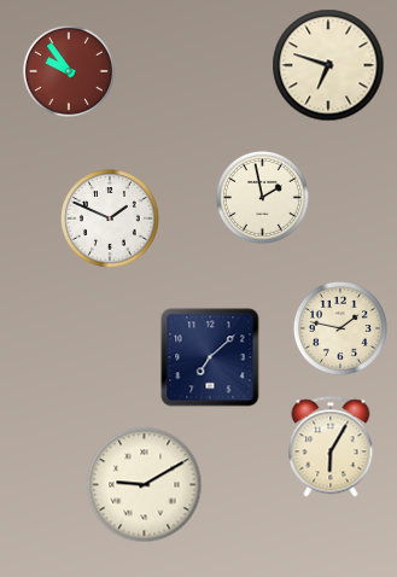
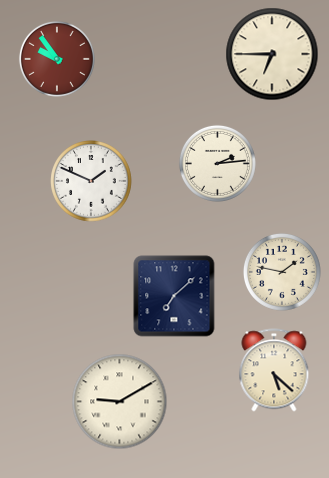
clock at (328, 65): 6:48 -> 6:45
clock at (262, 197): 1:58 -> 2:14
clock at (331, 447): 6:05 -> 5:22
